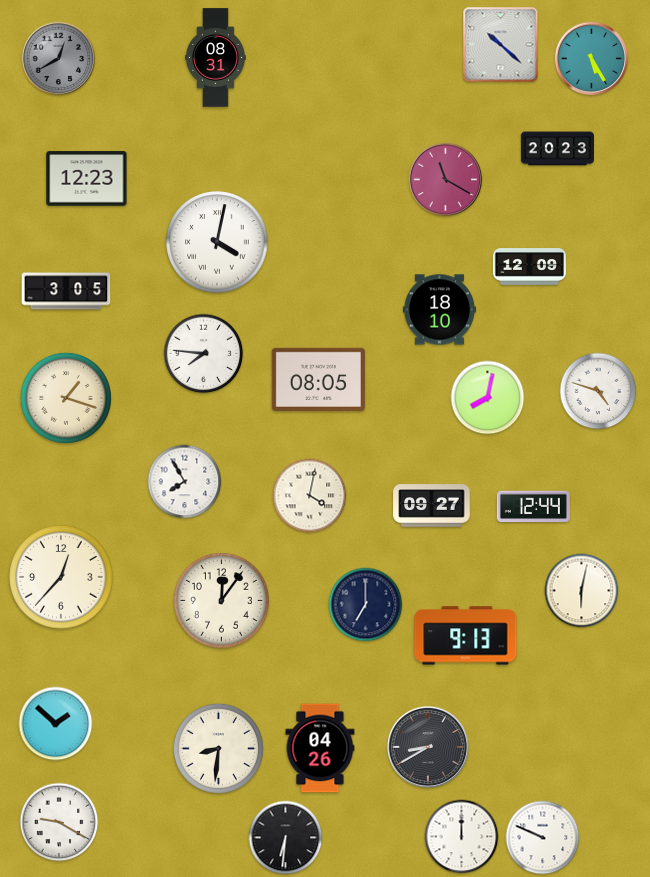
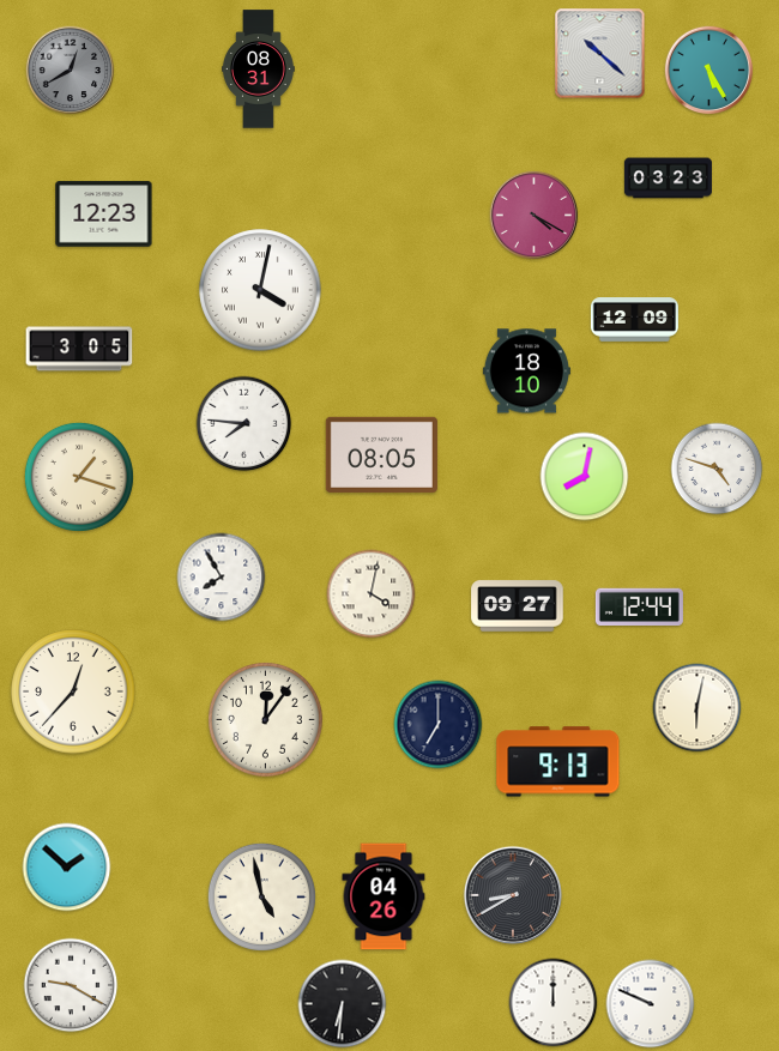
clock at (557, 149): 20:23 -> 03:23
clock at (446, 180): 11:20 -> 4:20
clock at (218, 748): 8:31 -> 4:58
